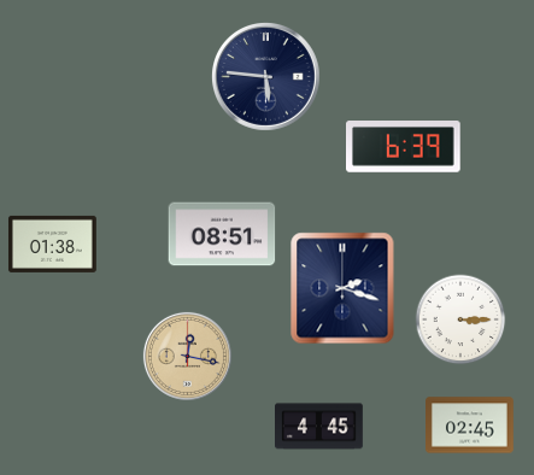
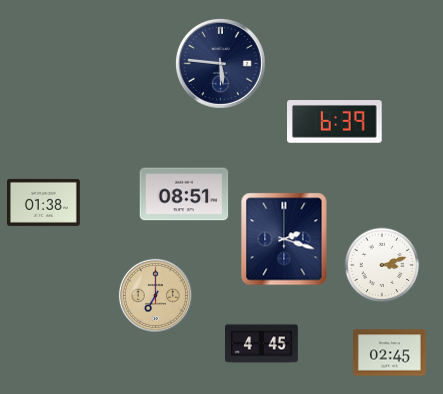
clock at (460, 319): 3:15 -> 3:12
clock at (187, 356): 12:17 -> 7:00
clock at (319, 427) position: (319, 427) -> (262, 344)
